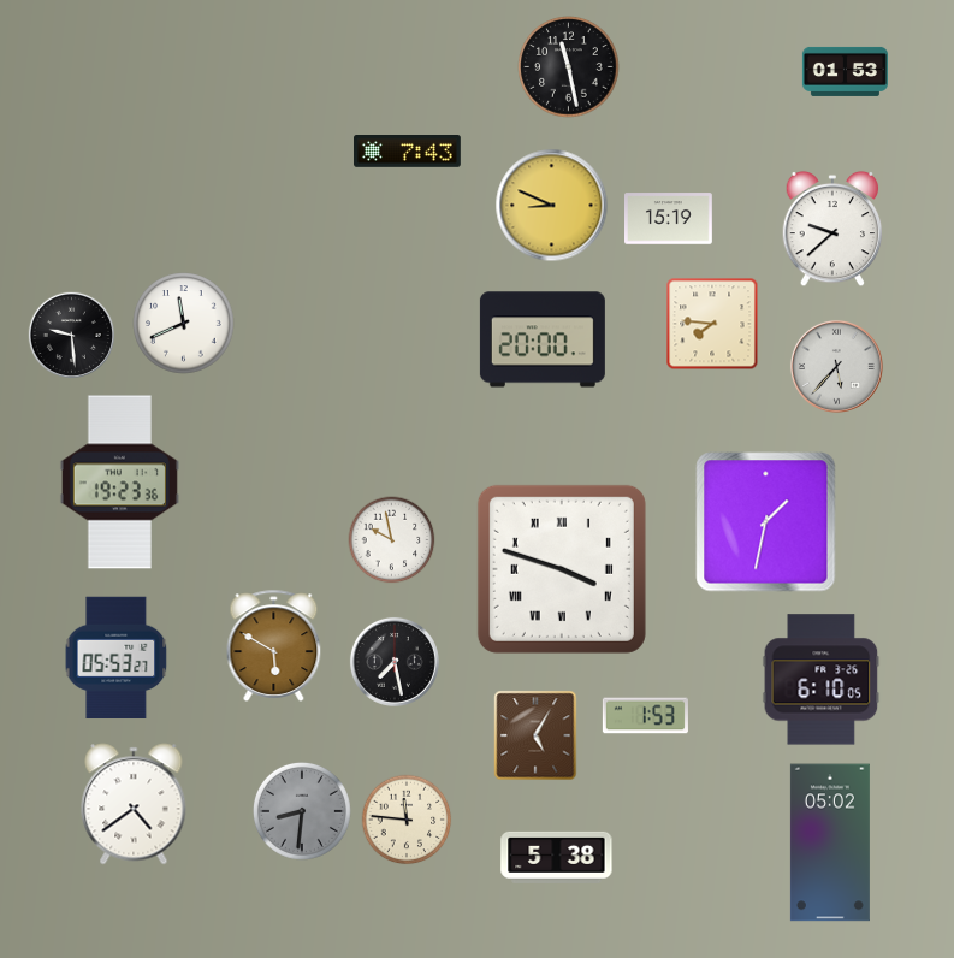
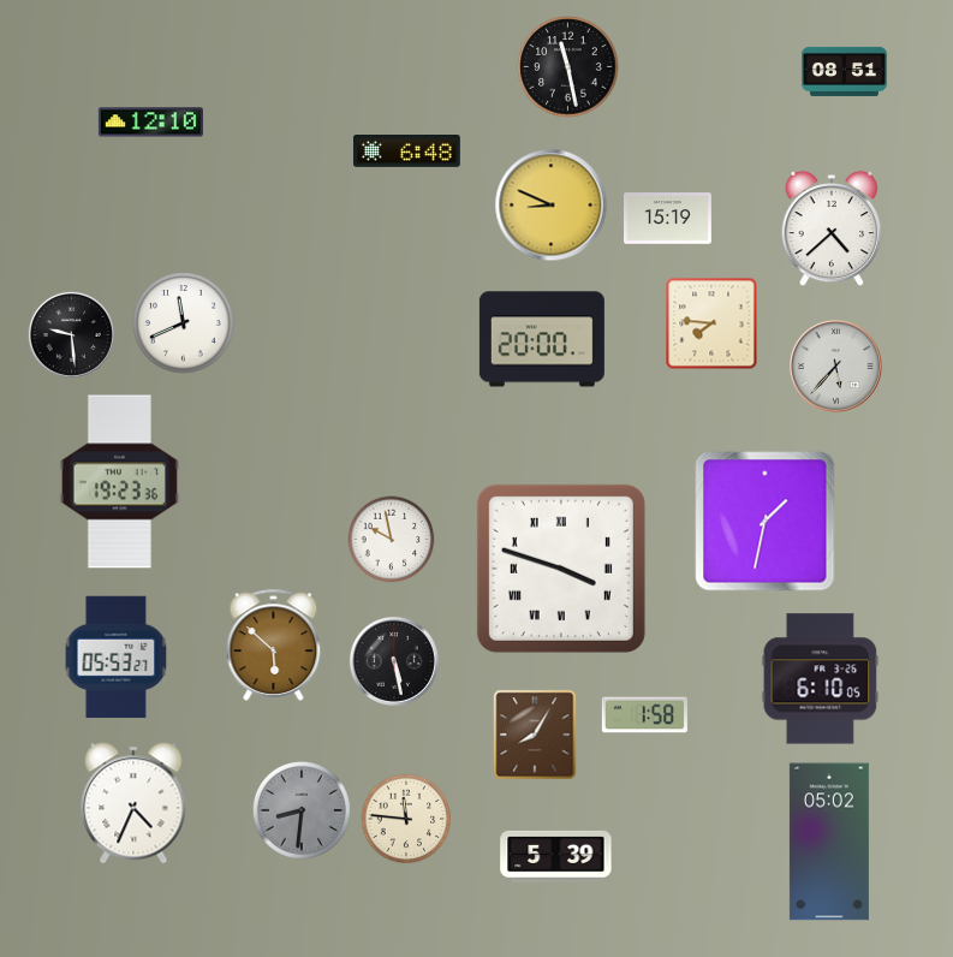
clock at (845, 71): 01:53 -> 08:51
clock at (150, 123): none -> 12:10
clock at (408, 152): 7:43 -> 6:48
clock at (832, 229): 9:38 -> 4:38
clock at (274, 645): 5:50 -> 5:52
clock at (395, 662): 7:28 -> 5:28
clock at (645, 716): 1:53 -> 1:58
clock at (535, 735): 5:05 -> 8:05
clock at (134, 804): 4:39 -> 4:34
clock at (557, 857): 5:38 -> 5:39
